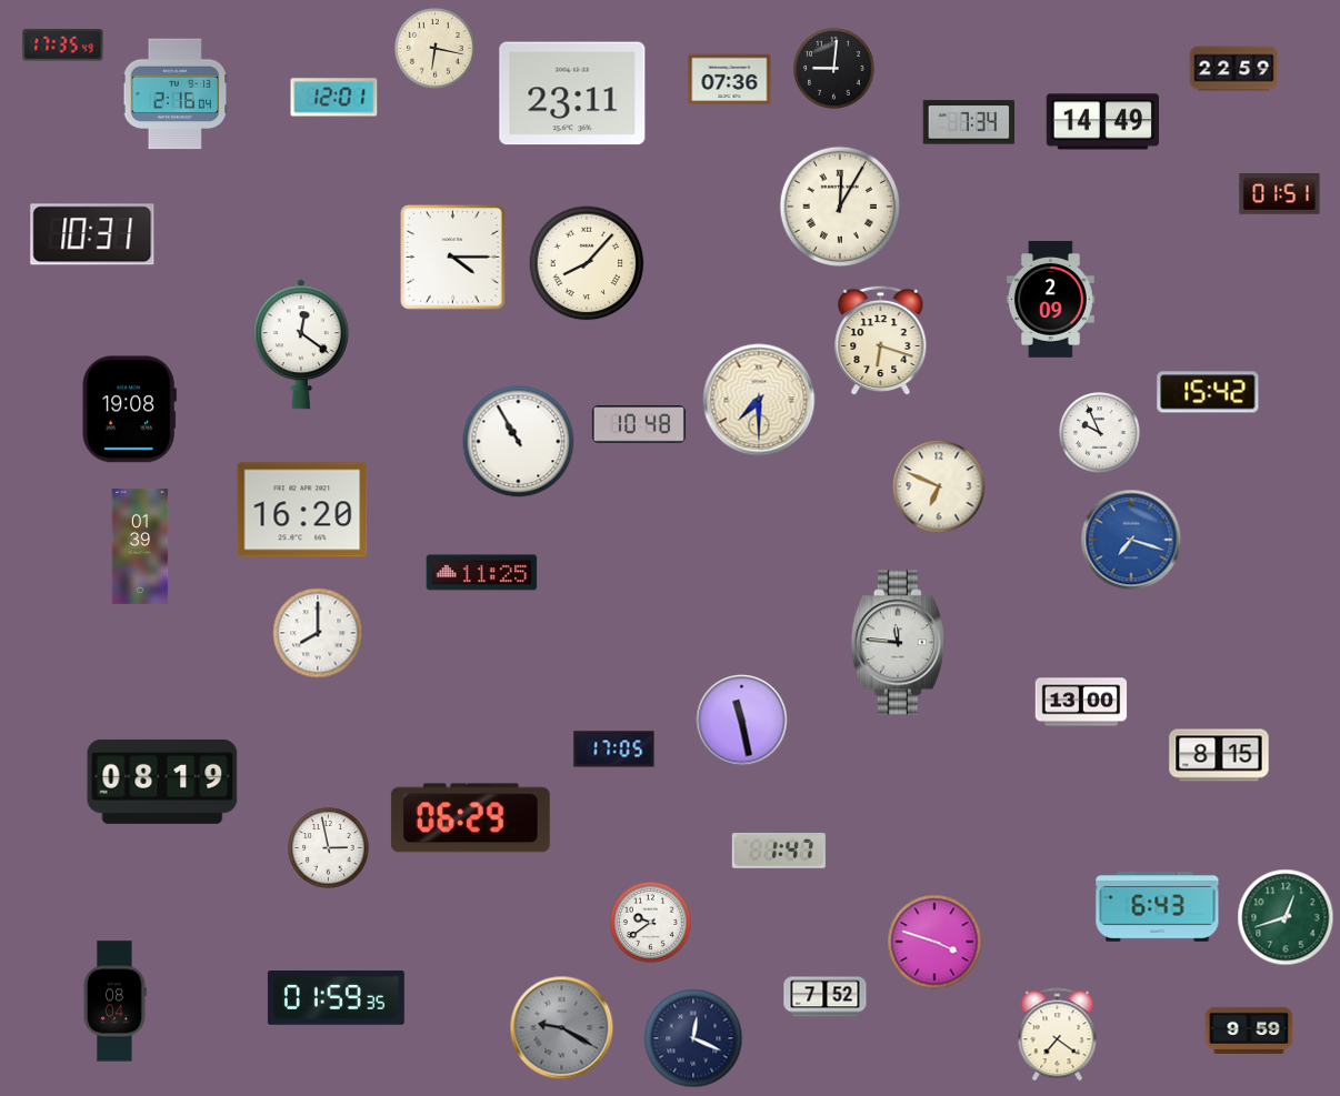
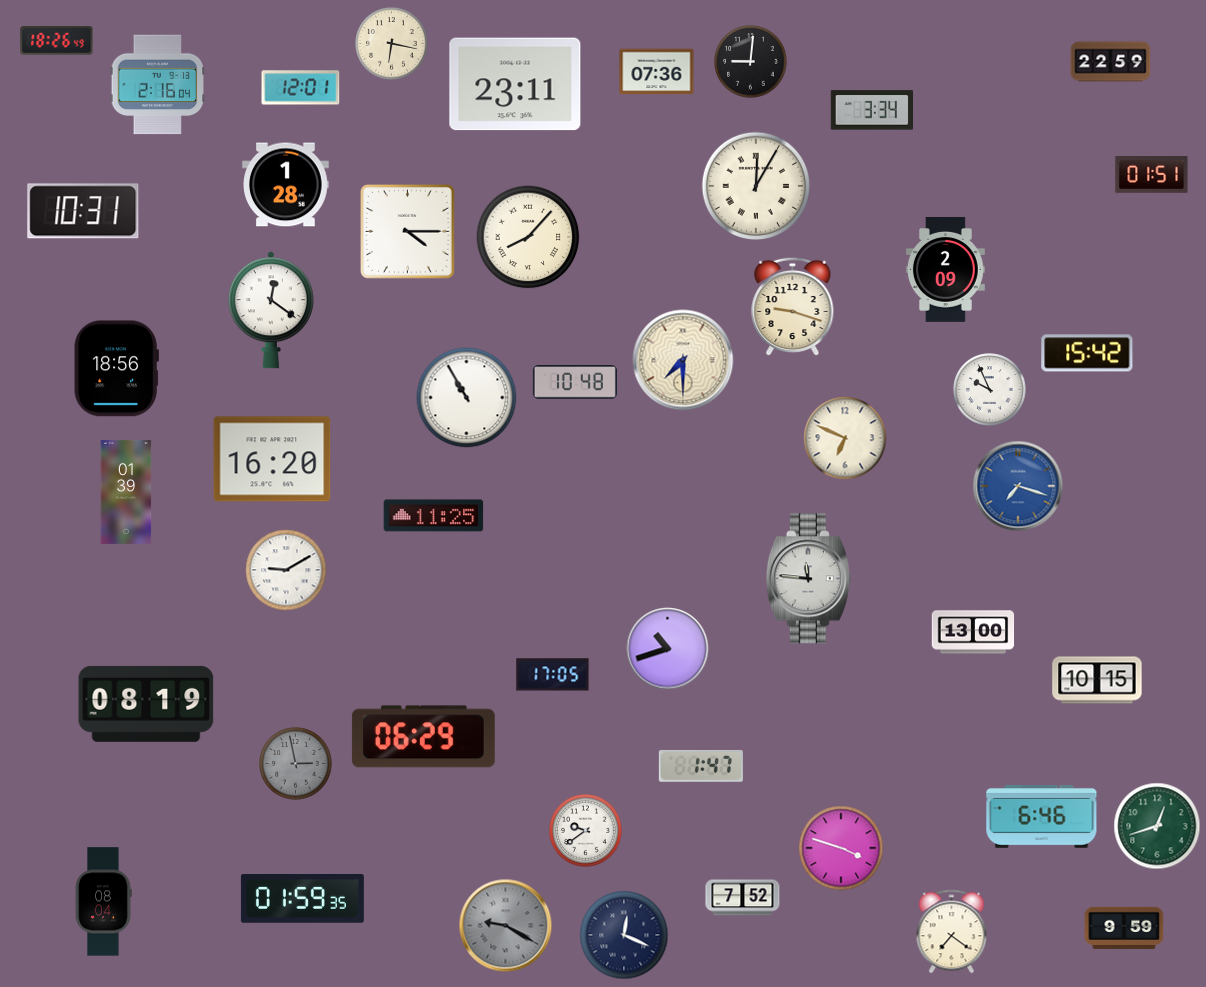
clock at (63, 46): 17:35 -> 18:26
clock at (968, 122): 7:34 -> 3:34
clock at (1102, 122): 14:49 -> none
clock at (286, 185): none -> 1:28
clock at (881, 341): 6:18 -> 9:18
clock at (129, 410): 19:08 -> 18:56
clock at (318, 633): 8:00 -> 9:10
clock at (742, 721): 11:28 -> 10:42
clock at (1219, 755): 8:15 -> 10:15
clock at (329, 848) dial: white -> grey
clock at (1158, 906): 6:43 -> 6:46
